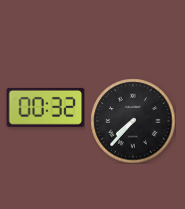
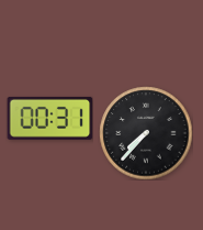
clock at (45, 107): 00:32 -> 00:31
